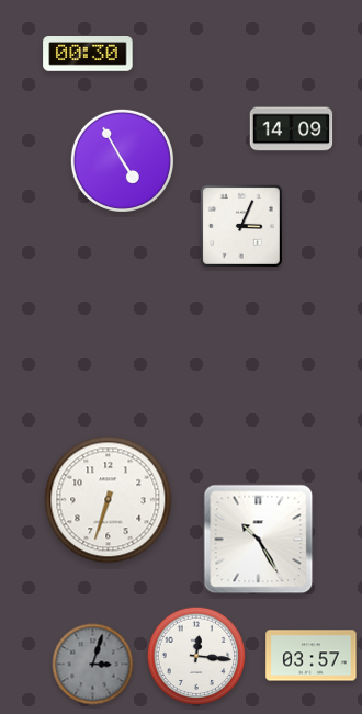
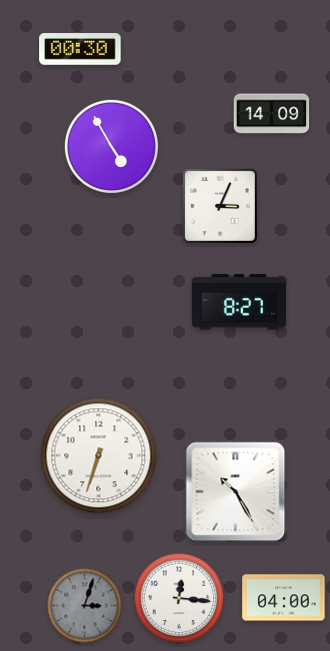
clock at (292, 129) position: (292, 129) -> (272, 114)
clock at (238, 302): none -> 8:27
clock at (312, 656): 03:57 -> 04:00
